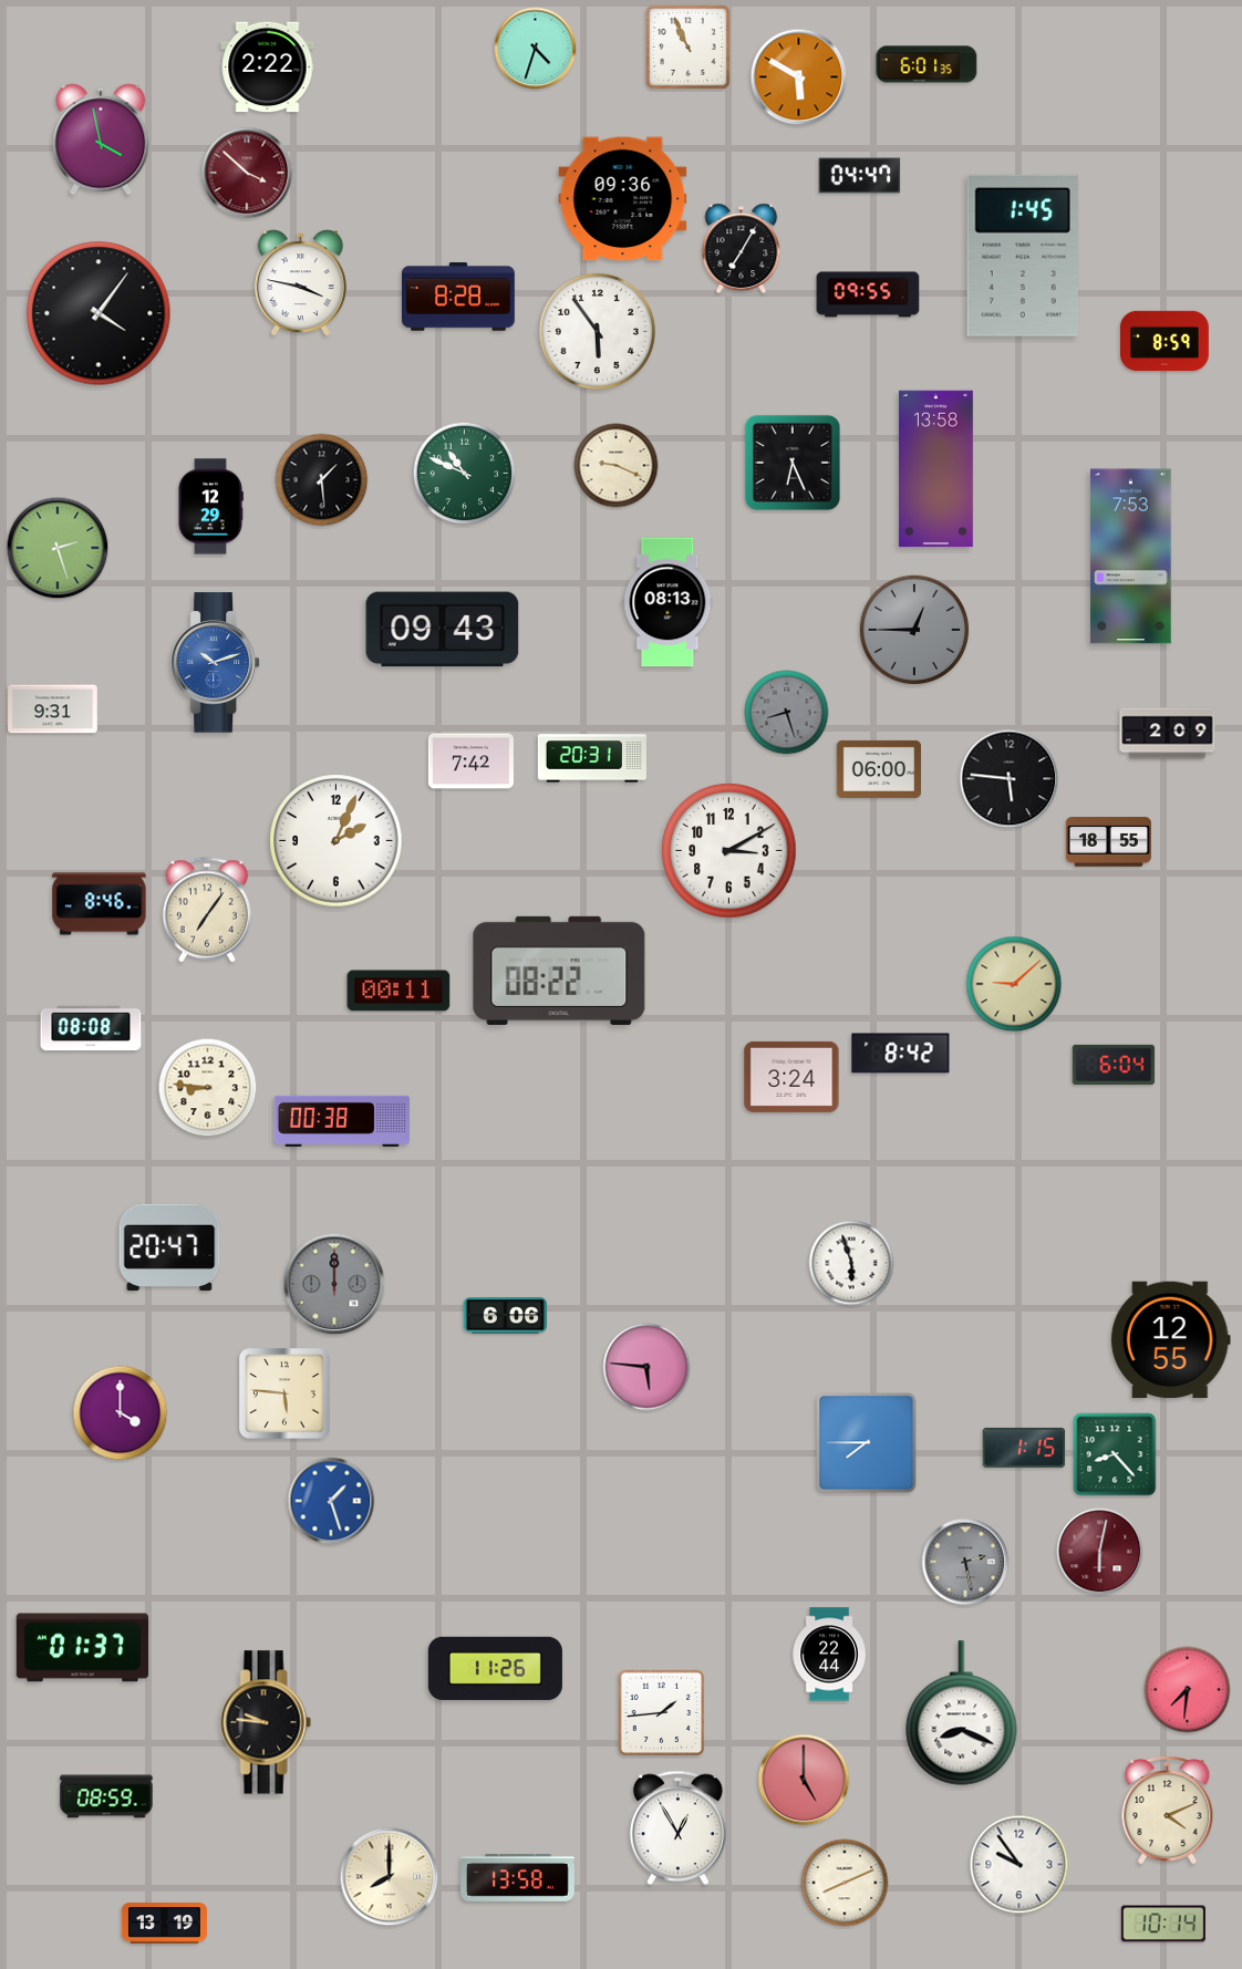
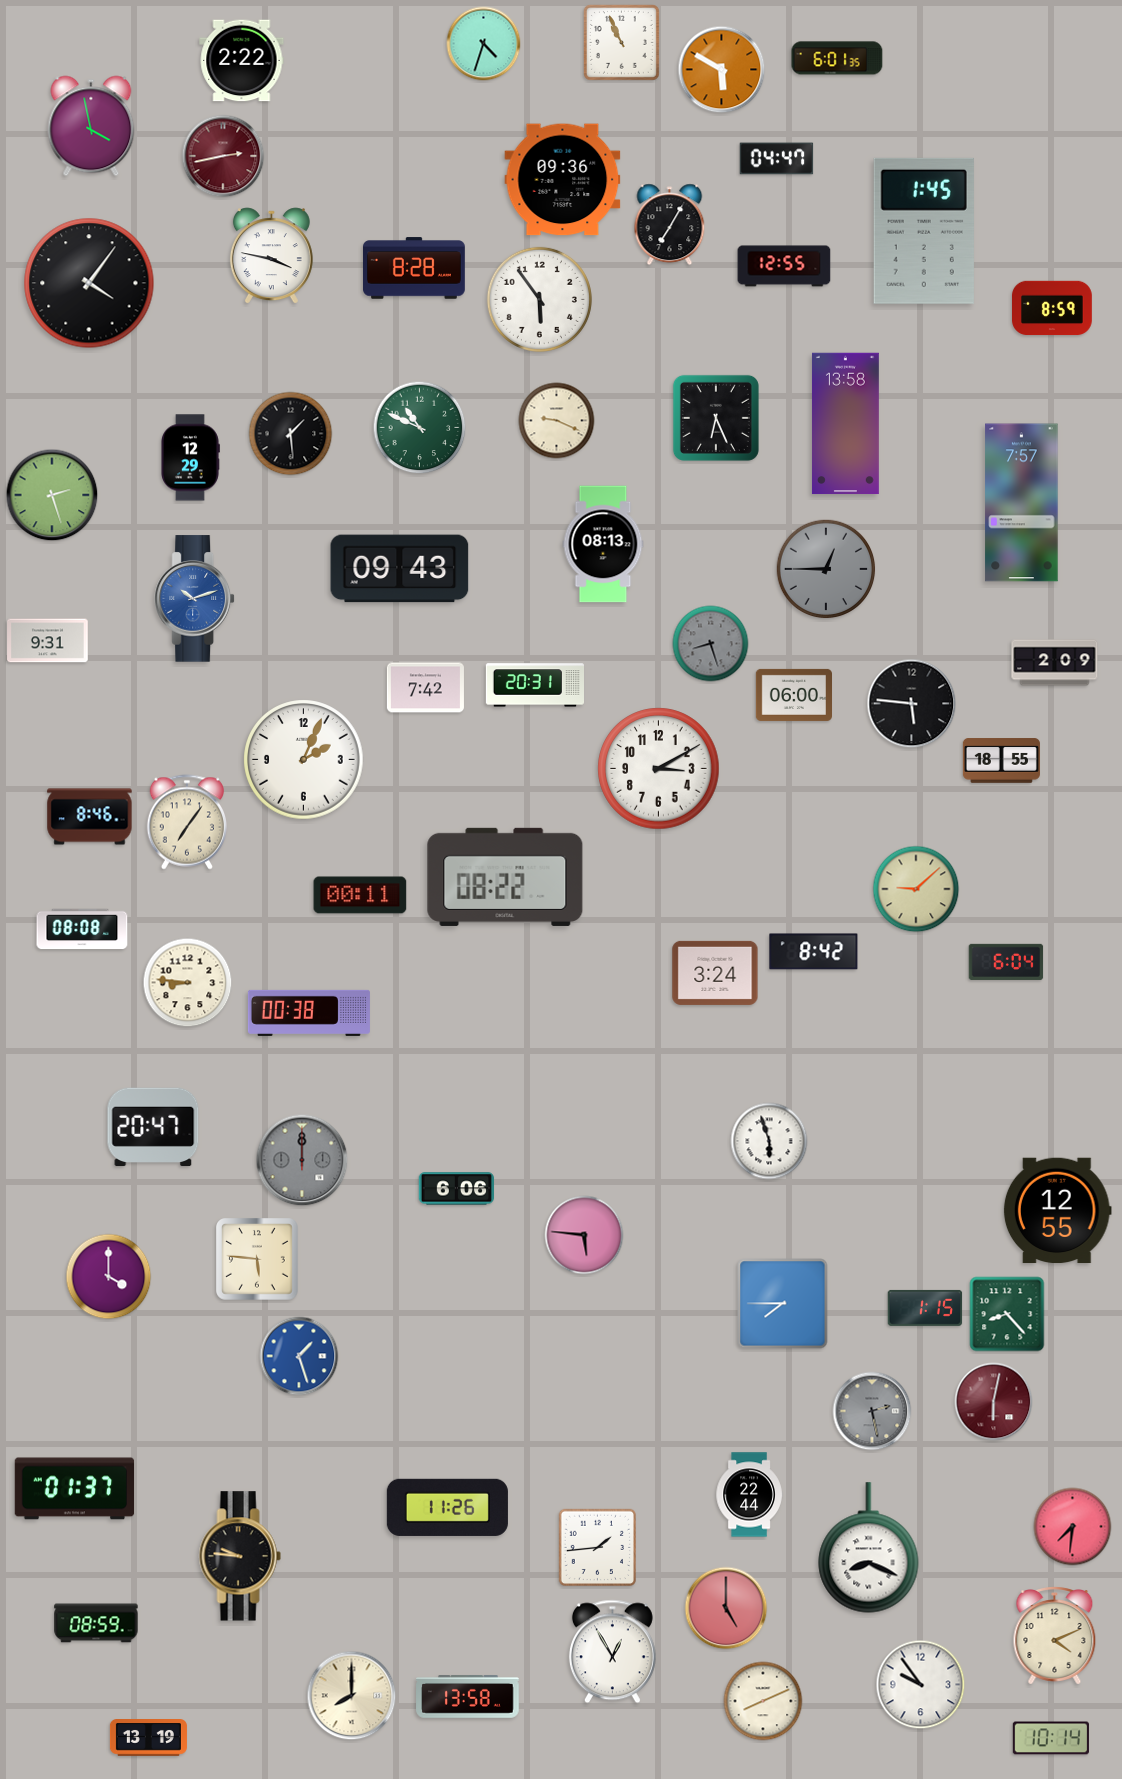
clock at (247, 173): 3:52 -> 2:43
clock at (868, 294): 09:55 -> 12:55
clock at (1131, 557): 7:53 -> 7:57
